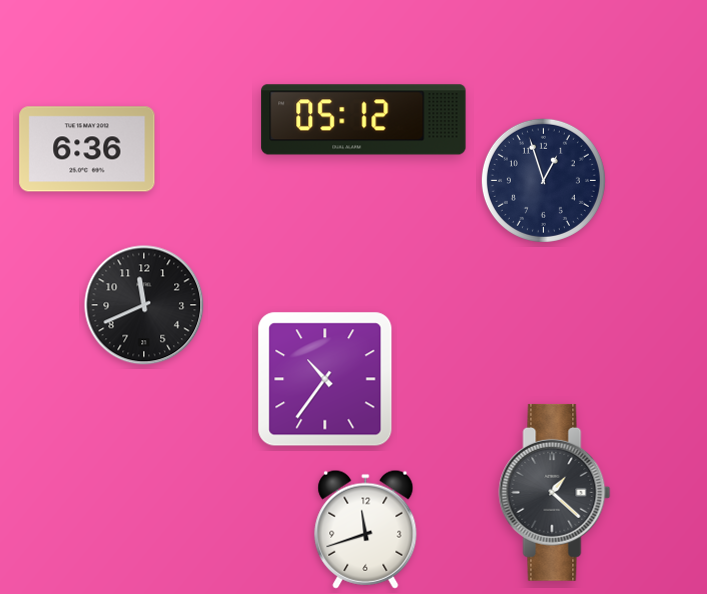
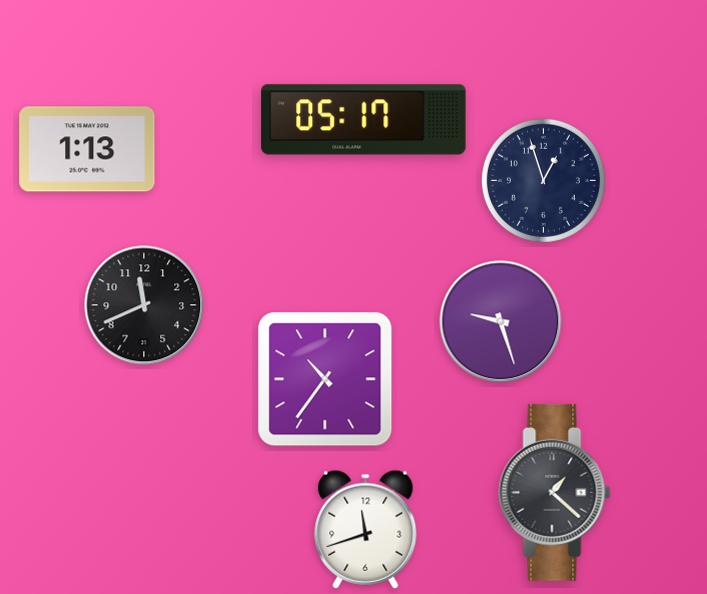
clock at (364, 120): 05:12 -> 05:17
clock at (87, 149): 6:36 -> 1:13
clock at (501, 322): none -> 9:27
